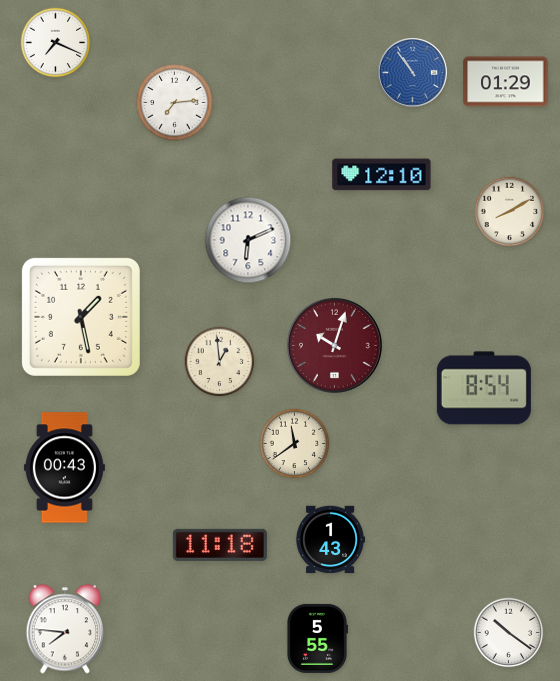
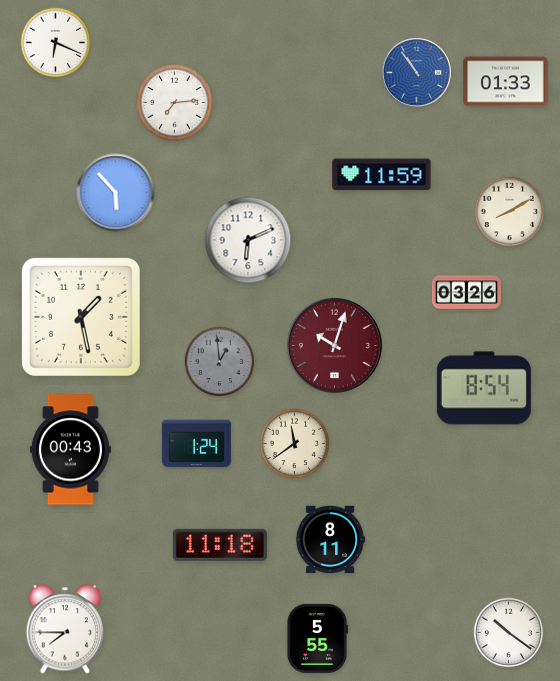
clock at (56, 43): 7:19 -> 6:19
clock at (413, 73) position: (413, 73) -> (417, 73)
clock at (506, 82): 01:29 -> 01:33
clock at (382, 175): 12:10 -> 11:59
clock at (116, 193): none -> 5:53
clock at (466, 293): none -> 03:26
clock at (220, 362) dial: cream -> grey
clock at (196, 444): none -> 1:24
clock at (64, 468) position: (64, 468) -> (70, 450)
clock at (330, 540): 1:43 -> 8:11
clock at (64, 629): 7:46 -> 7:45
